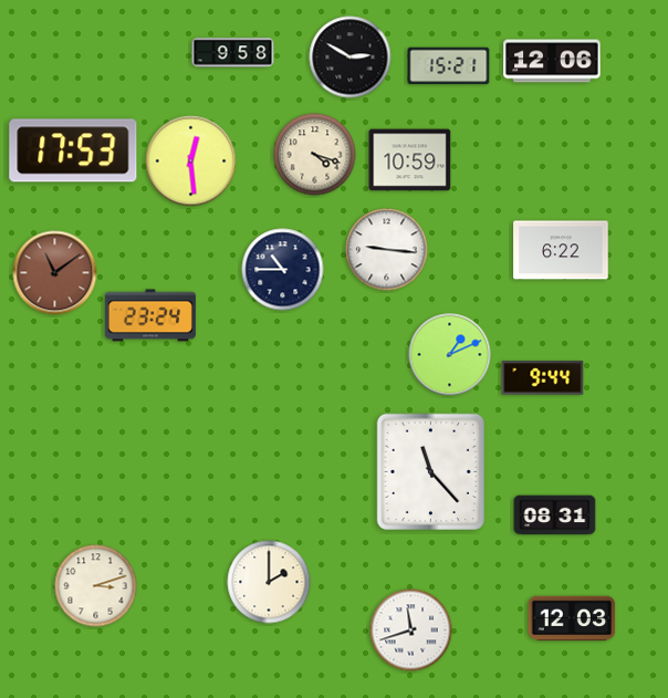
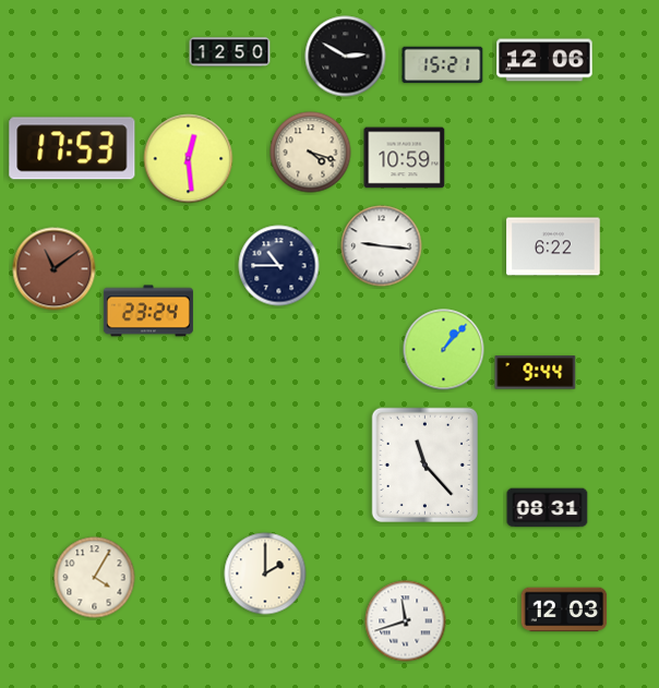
clock at (233, 53): 9:58 -> 12:50
clock at (450, 355): 1:11 -> 1:07
clock at (96, 586): 3:12 -> 4:05
